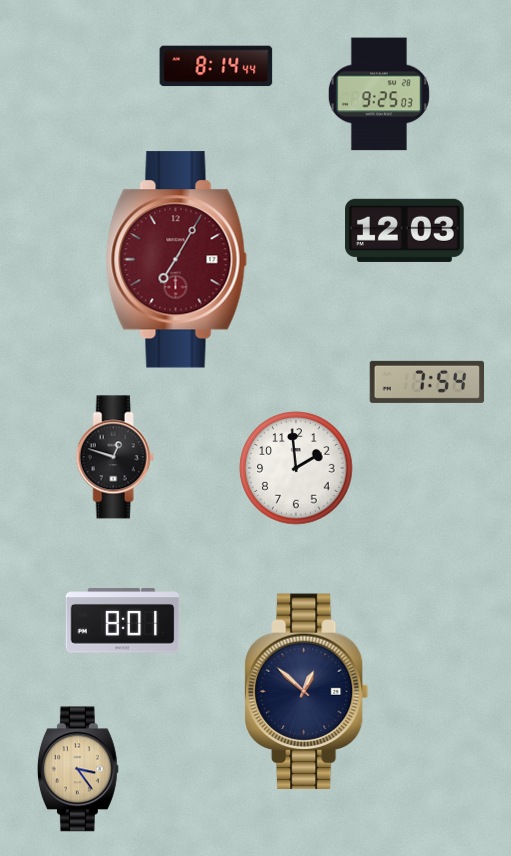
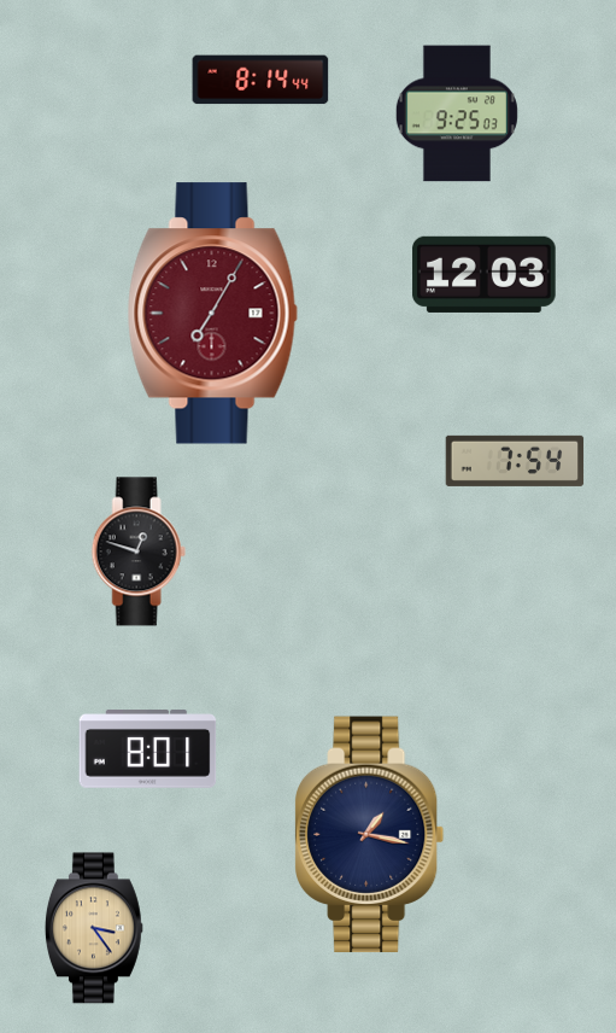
clock at (405, 230) position: (405, 230) -> (485, 274)
clock at (296, 468): 1:59 -> none
clock at (307, 692): 12:52 -> 1:17
